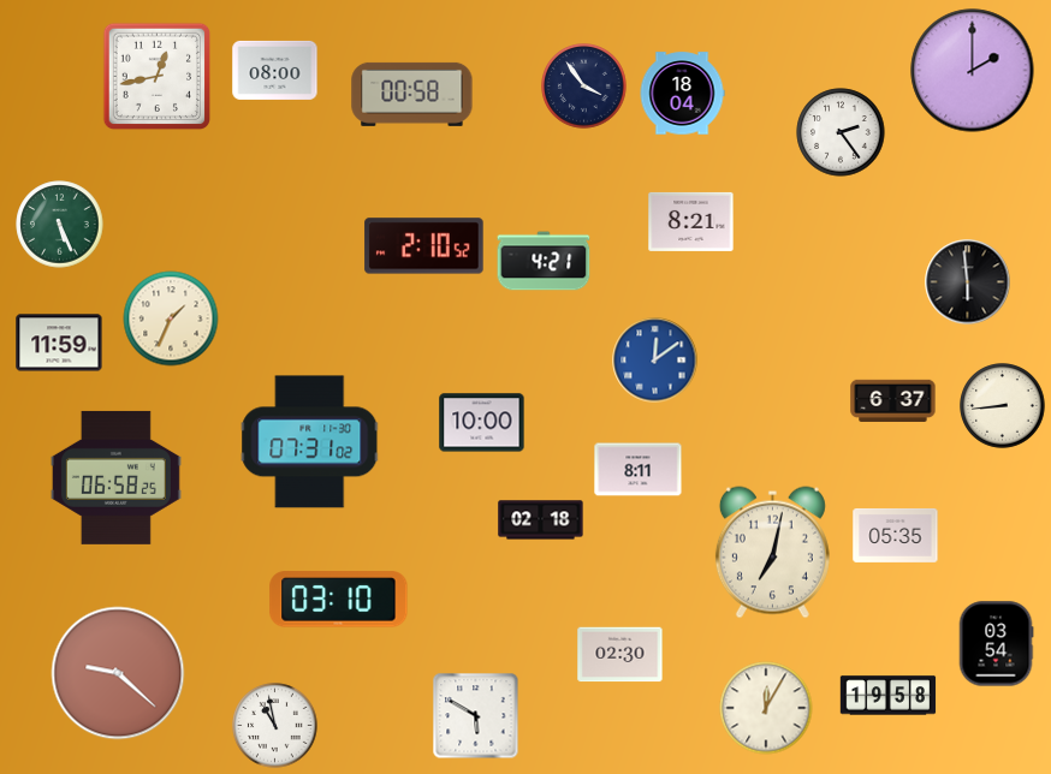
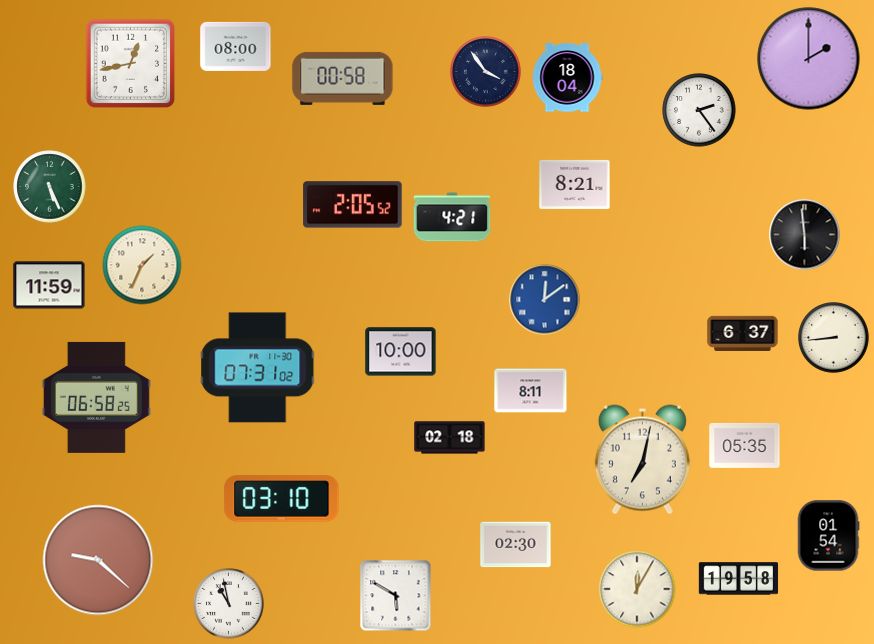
clock at (275, 70) position: (275, 70) -> (236, 46)
clock at (424, 246): 2:10 -> 2:05
clock at (541, 520) position: (541, 520) -> (450, 438)
clock at (996, 644): 03:54 -> 01:54
